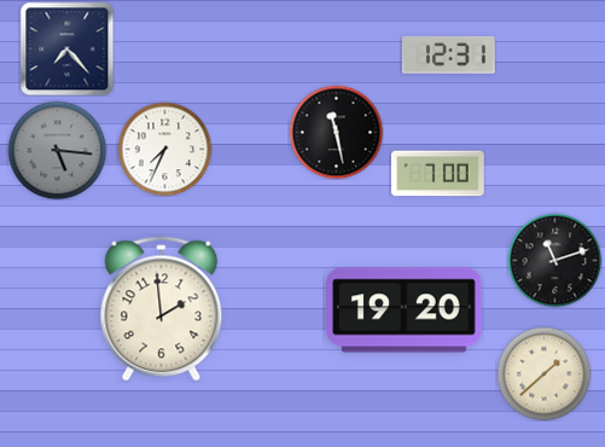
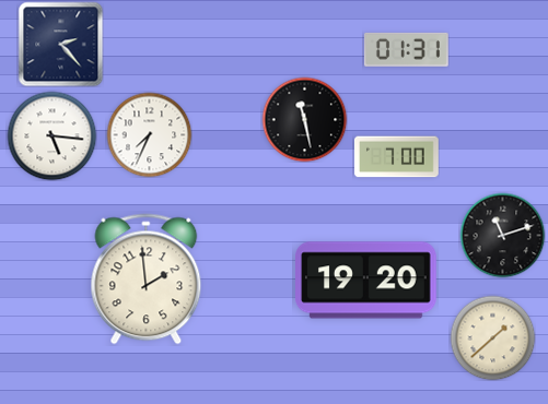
clock at (66, 48): 7:23 -> 2:23
clock at (448, 54): 12:31 -> 01:31
clock at (57, 150) dial: grey -> white
